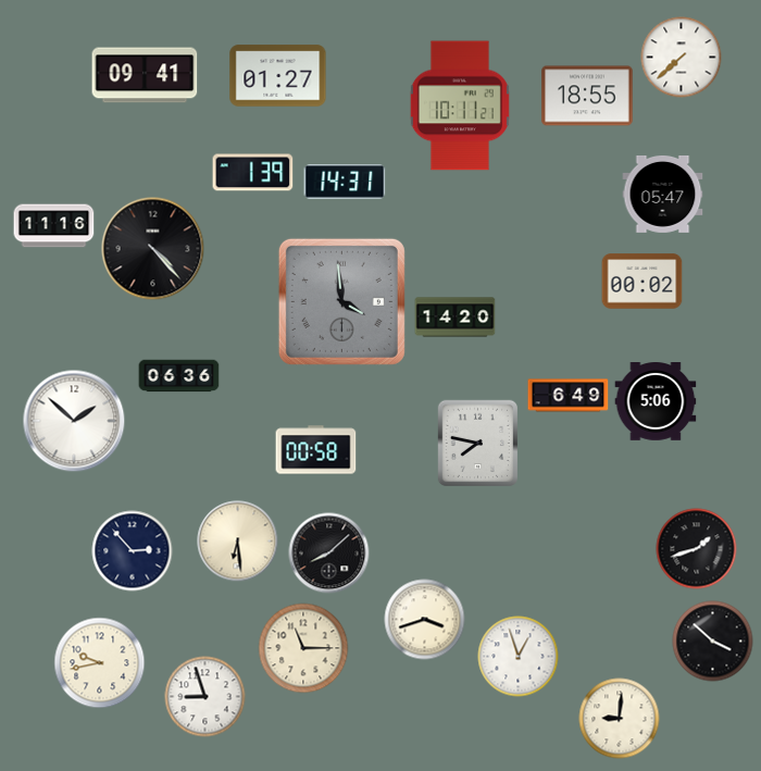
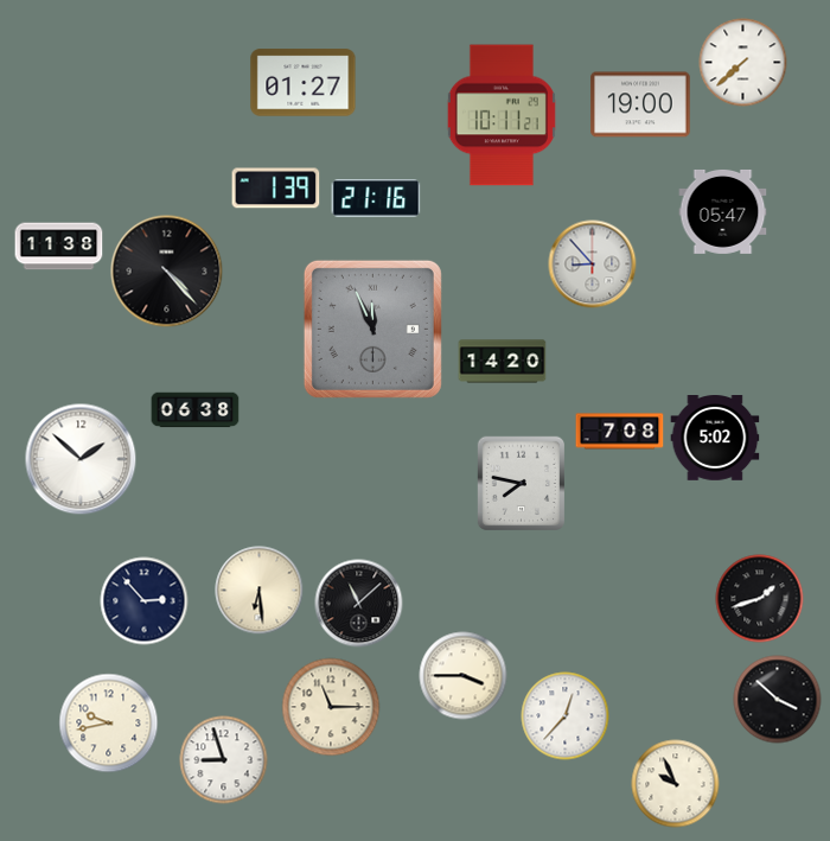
clock at (145, 75): 09:41 -> none
clock at (587, 96): 18:55 -> 19:00
clock at (345, 182): 14:31 -> 21:16
clock at (54, 226): 11:16 -> 11:38
clock at (593, 265): none -> 8:53
clock at (643, 282): 00:02 -> none
clock at (341, 301): 3:59 -> 11:56
clock at (456, 318) position: (456, 318) -> (503, 362)
clock at (179, 376): 06:36 -> 06:38
clock at (569, 396): 6:49 -> 7:08
clock at (656, 402): 5:06 -> 5:02
clock at (316, 450): 00:58 -> none
clock at (329, 554): 8:08 -> 11:08
clock at (425, 620): 3:42 -> 3:45
clock at (519, 657): 12:57 -> 12:37
clock at (620, 719): 9:01 -> 9:56
